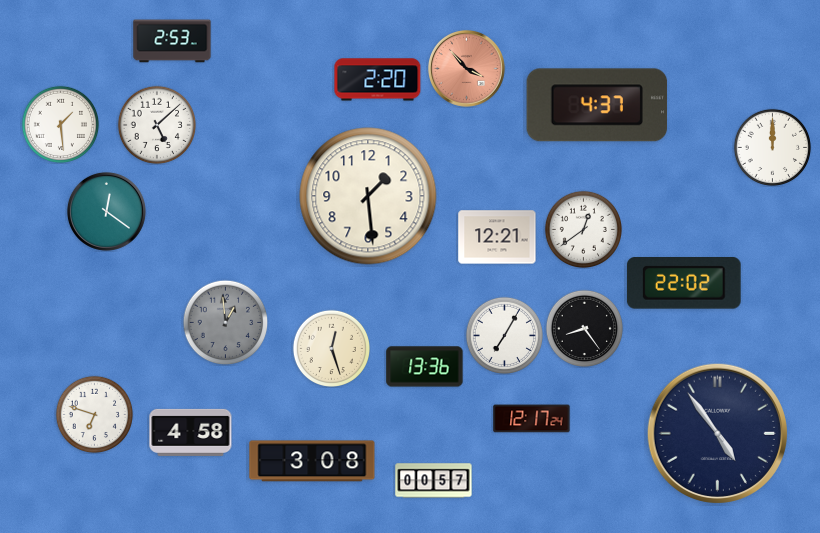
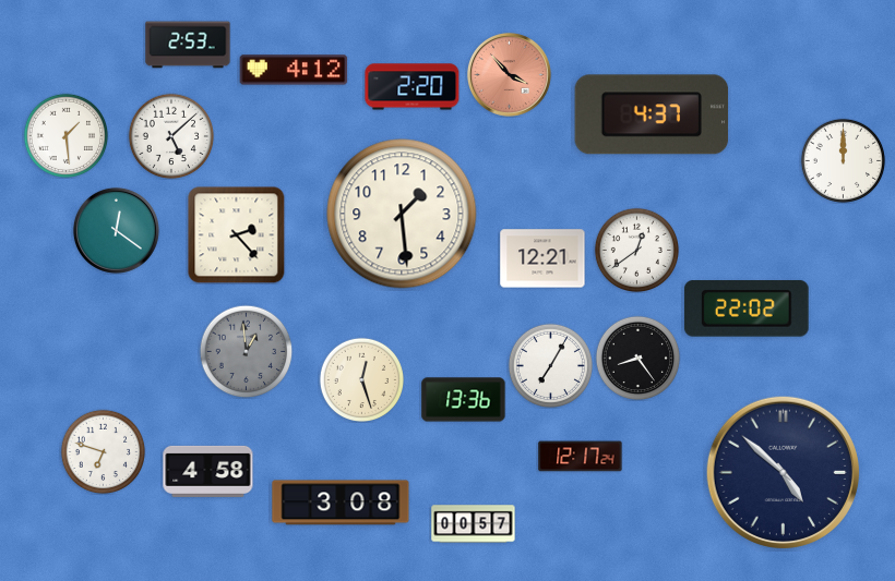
clock at (294, 70): none -> 4:12
clock at (237, 235): none -> 2:23
clock at (717, 433): 4:54 -> 4:52
